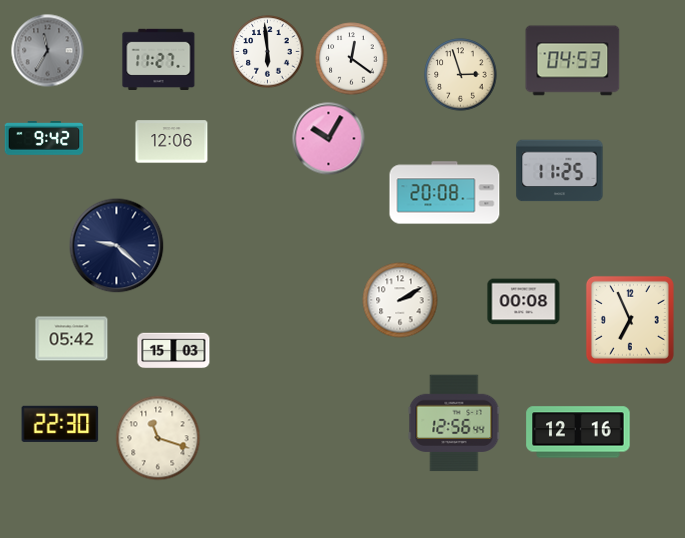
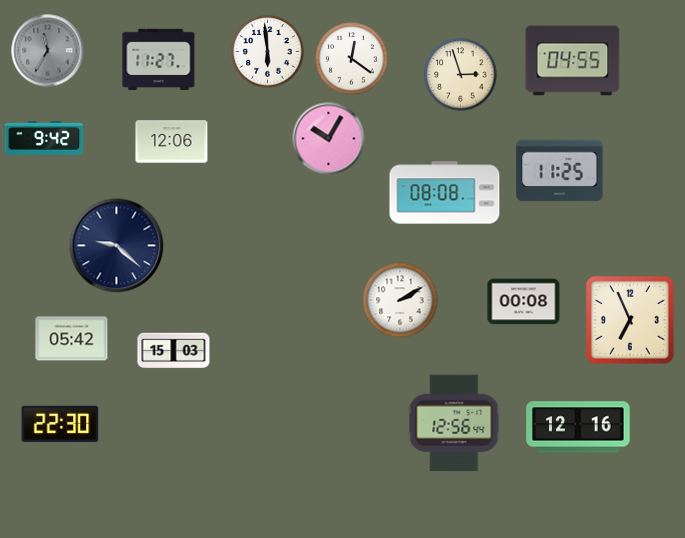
clock at (573, 61): 04:53 -> 04:55
clock at (445, 193): 20:08 -> 08:08
clock at (578, 432) position: (578, 432) -> (578, 427)
clock at (158, 438): 11:18 -> none
